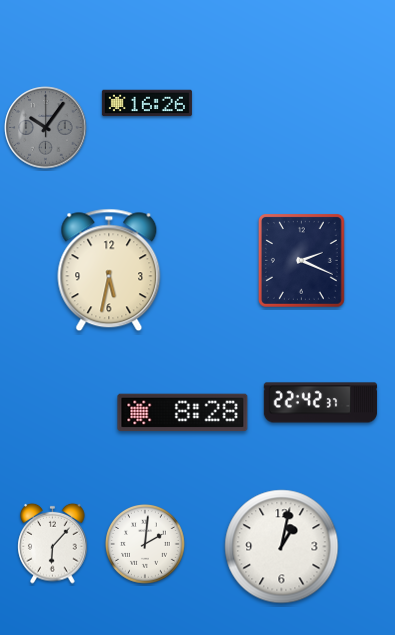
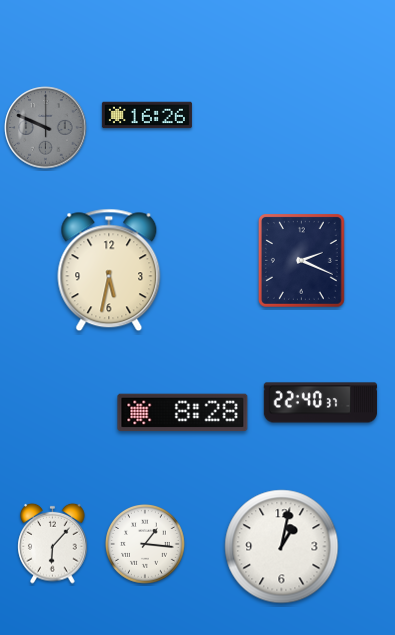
clock at (147, 103) position: (147, 103) -> (147, 115)
clock at (46, 128): 10:06 -> 9:49
clock at (321, 403): 22:42 -> 22:40
clock at (146, 545): 2:01 -> 1:16
